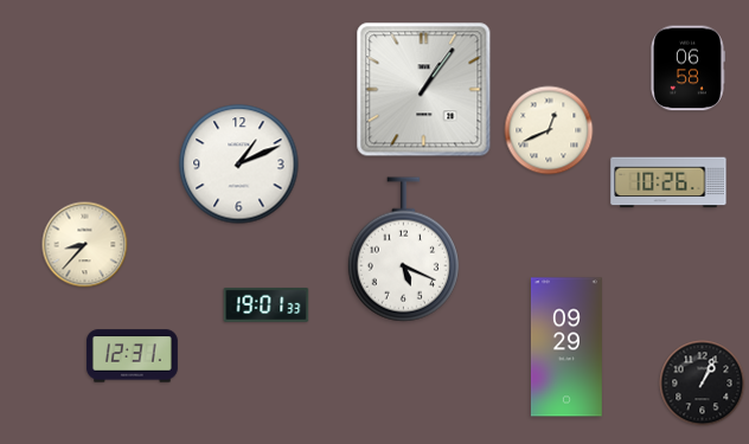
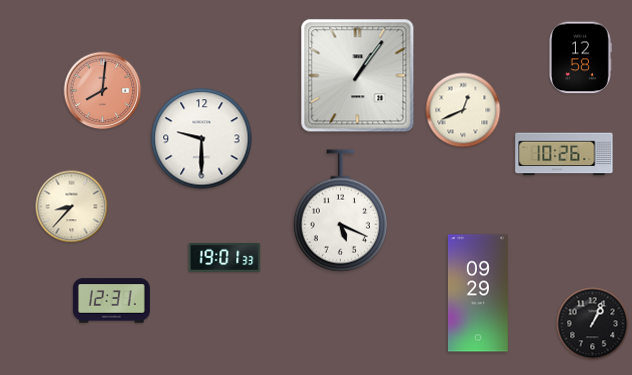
clock at (687, 69): 06:58 -> 12:58
clock at (103, 91): none -> 8:01
clock at (239, 165): 1:11 -> 9:30
